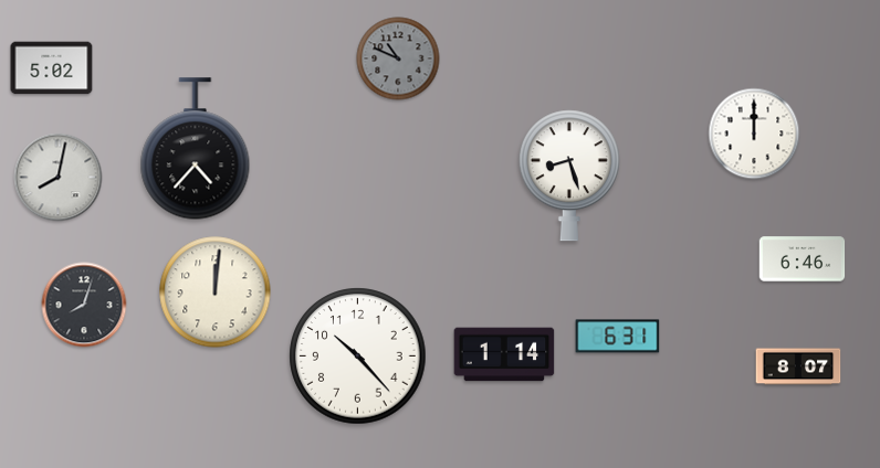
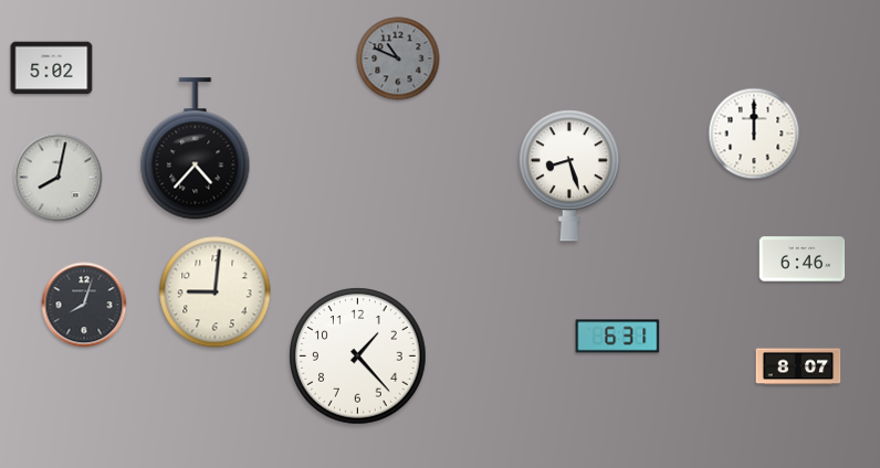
clock at (216, 292): 12:01 -> 9:01
clock at (504, 354): 1:14 -> none
clock at (358, 357): 10:23 -> 1:23
